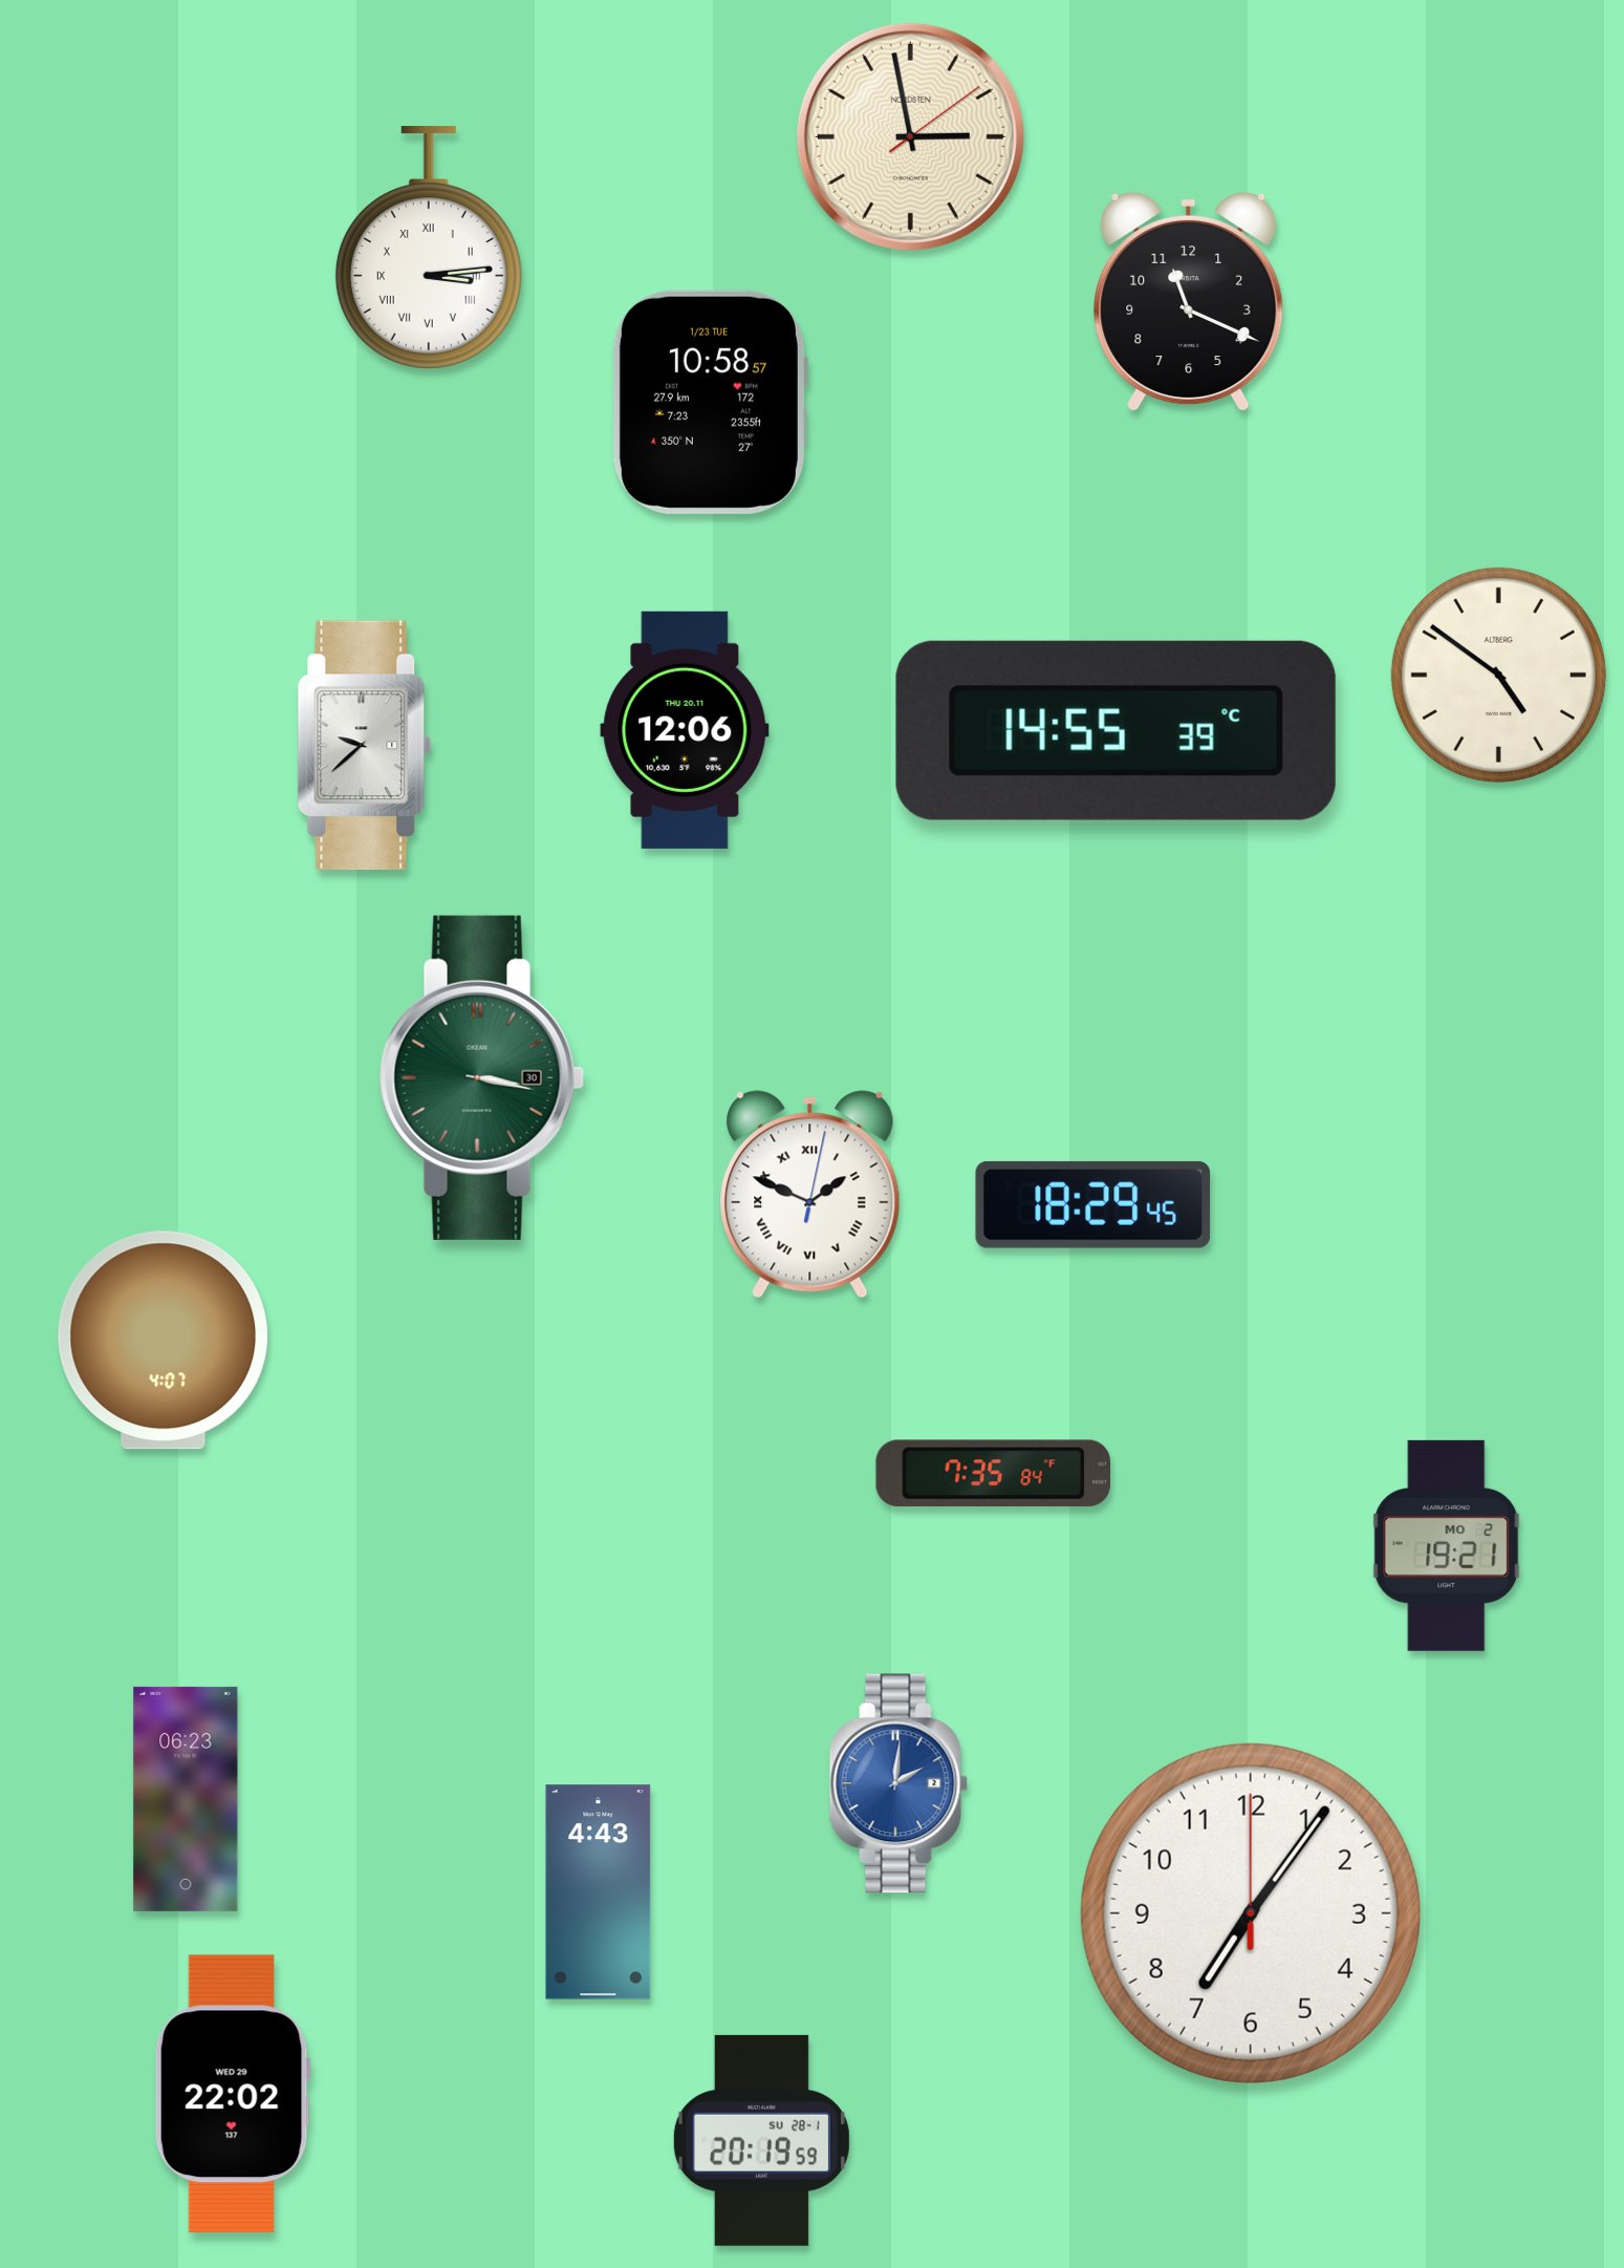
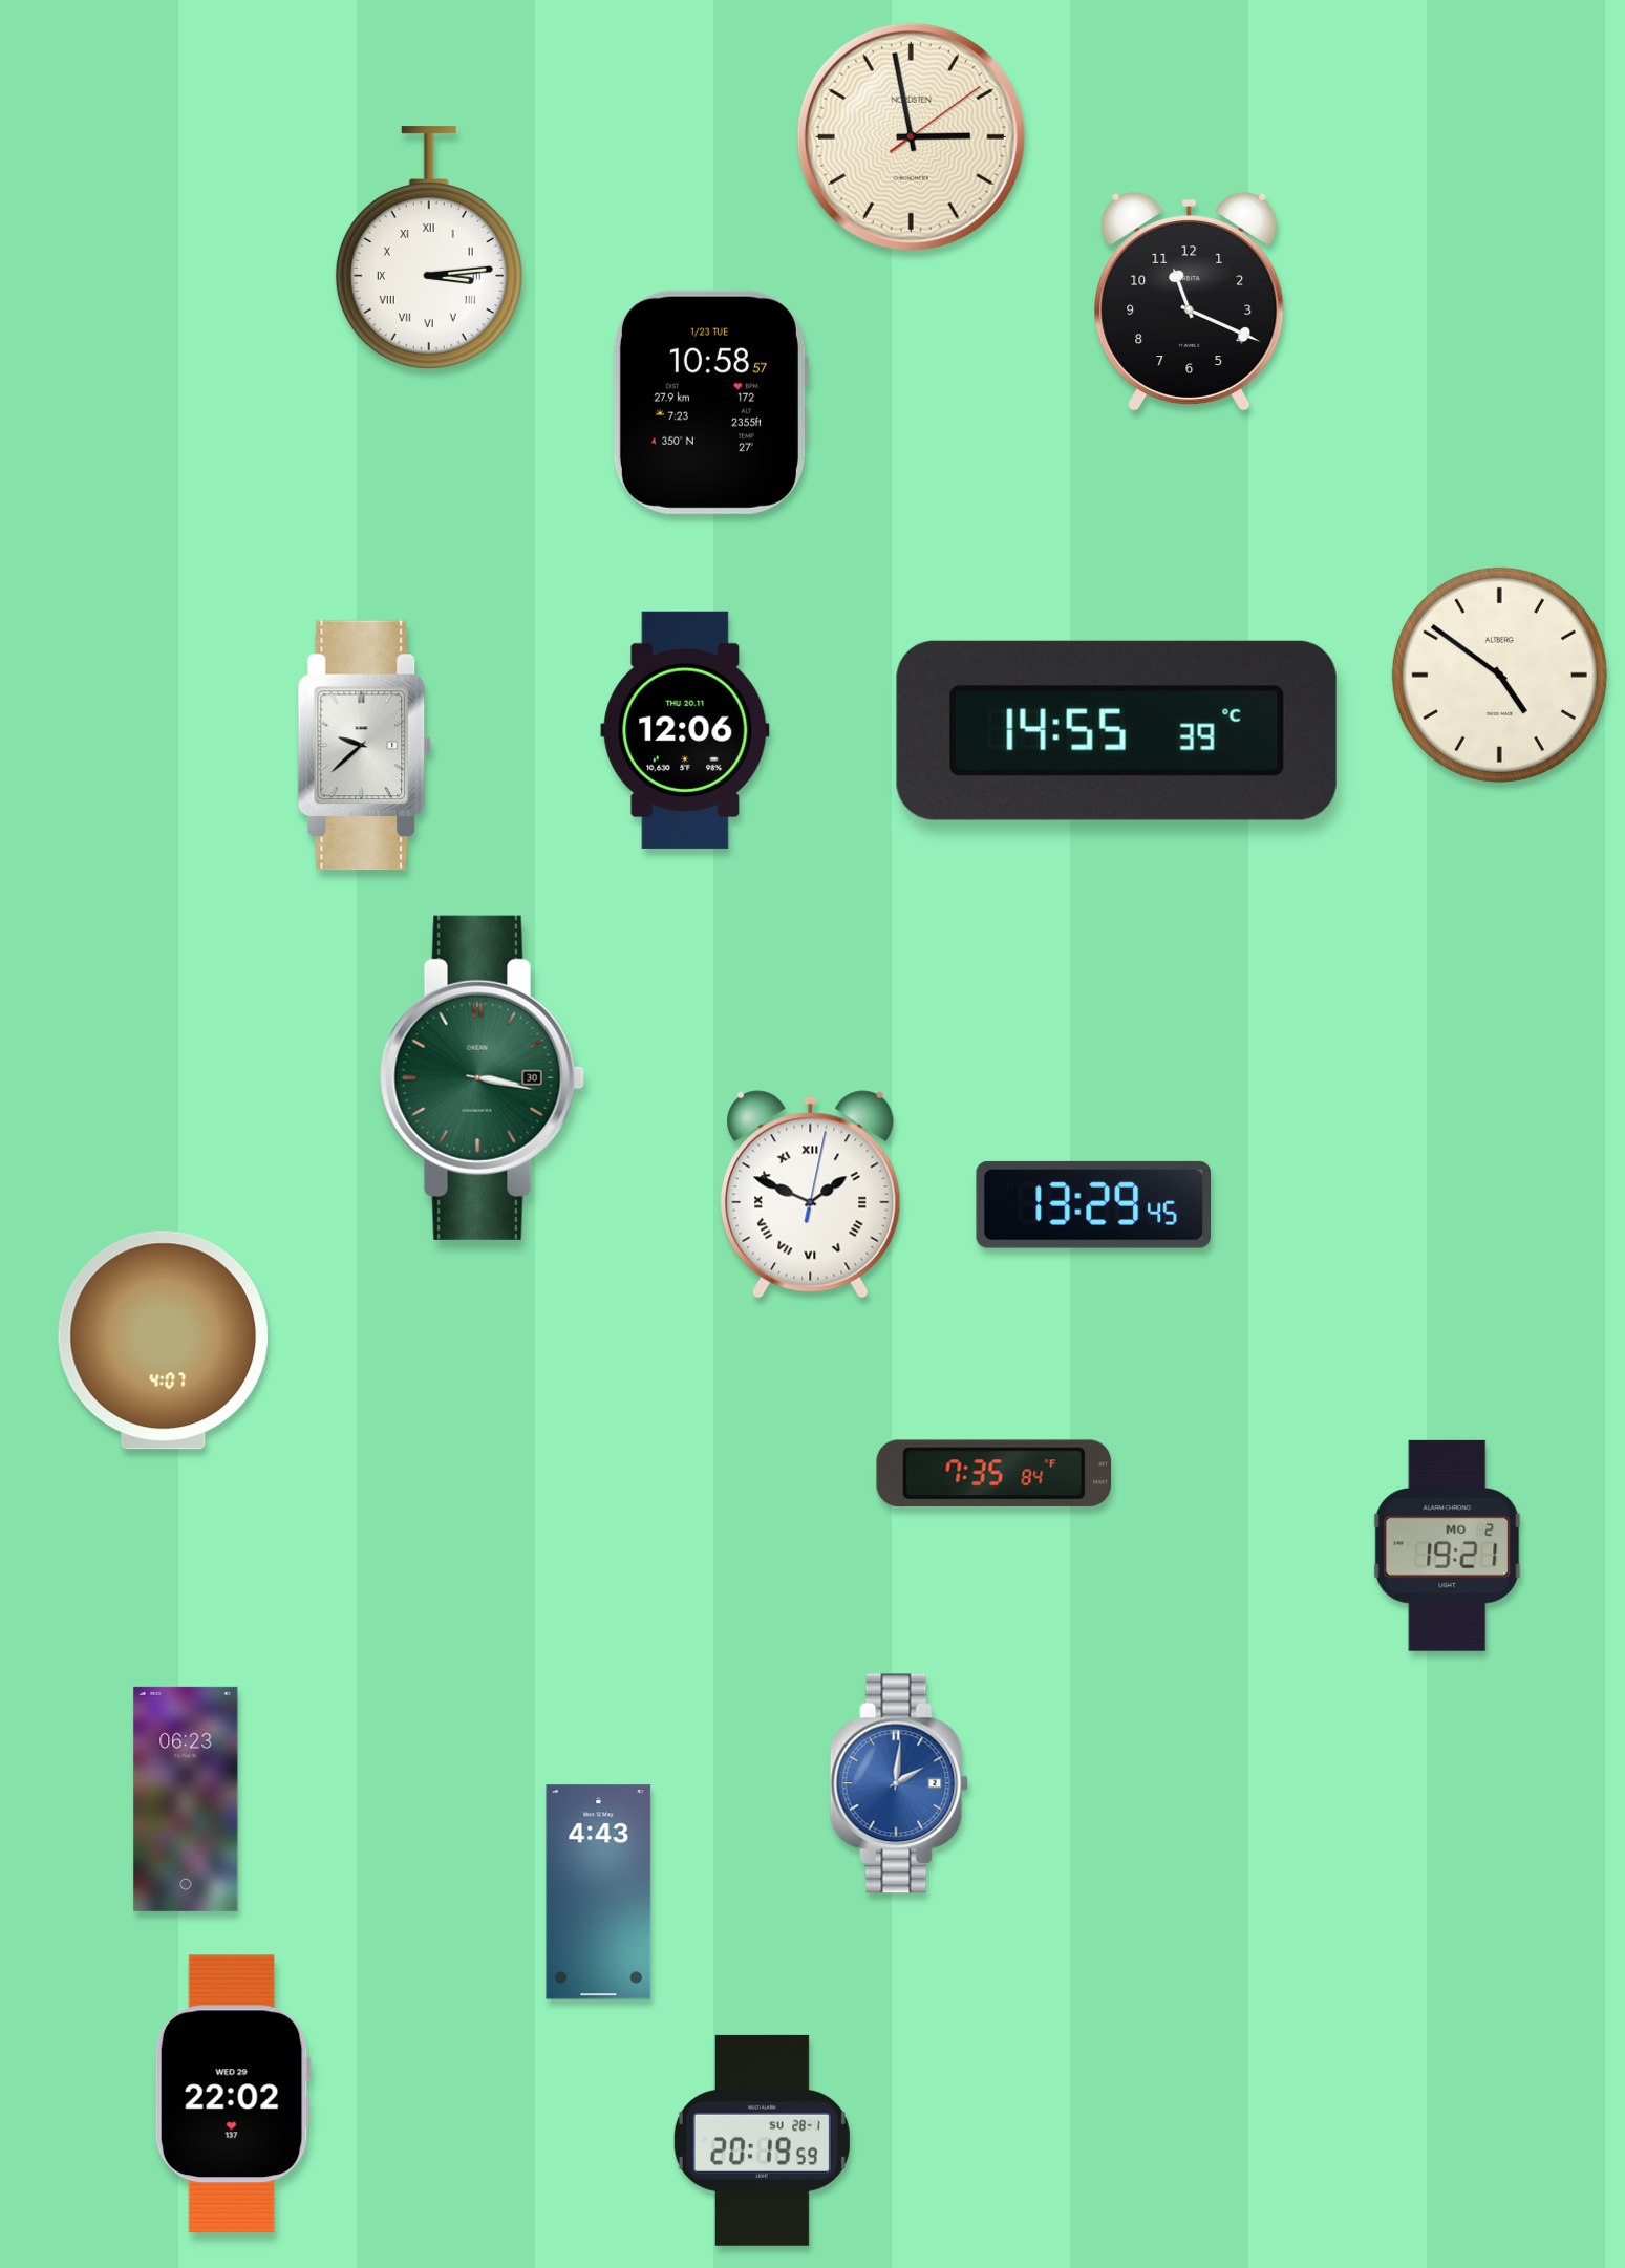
clock at (1094, 1204): 18:29 -> 13:29
clock at (1251, 1913): 7:06 -> none
